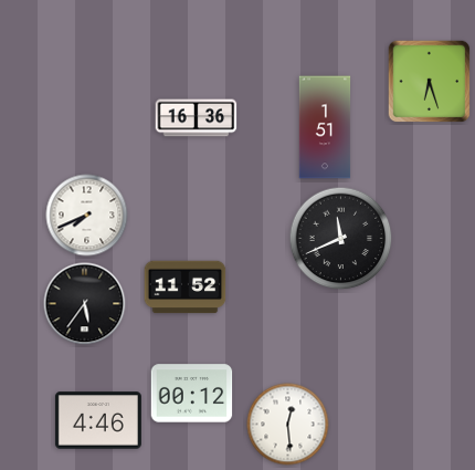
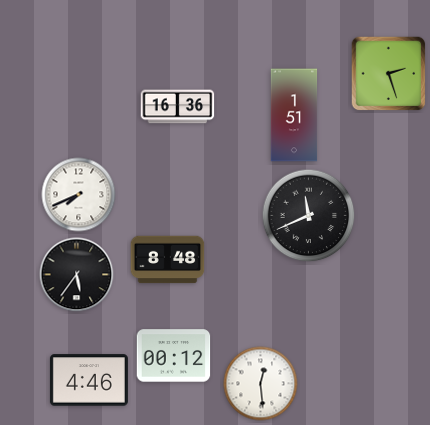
clock at (430, 82): 6:27 -> 2:27
clock at (186, 288): 11:52 -> 8:48
